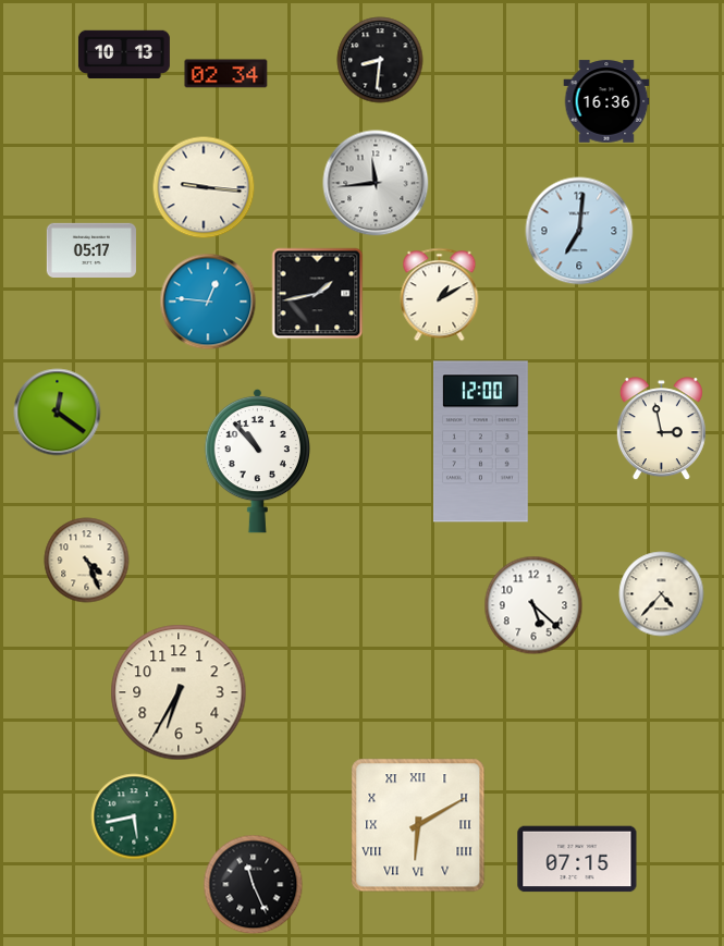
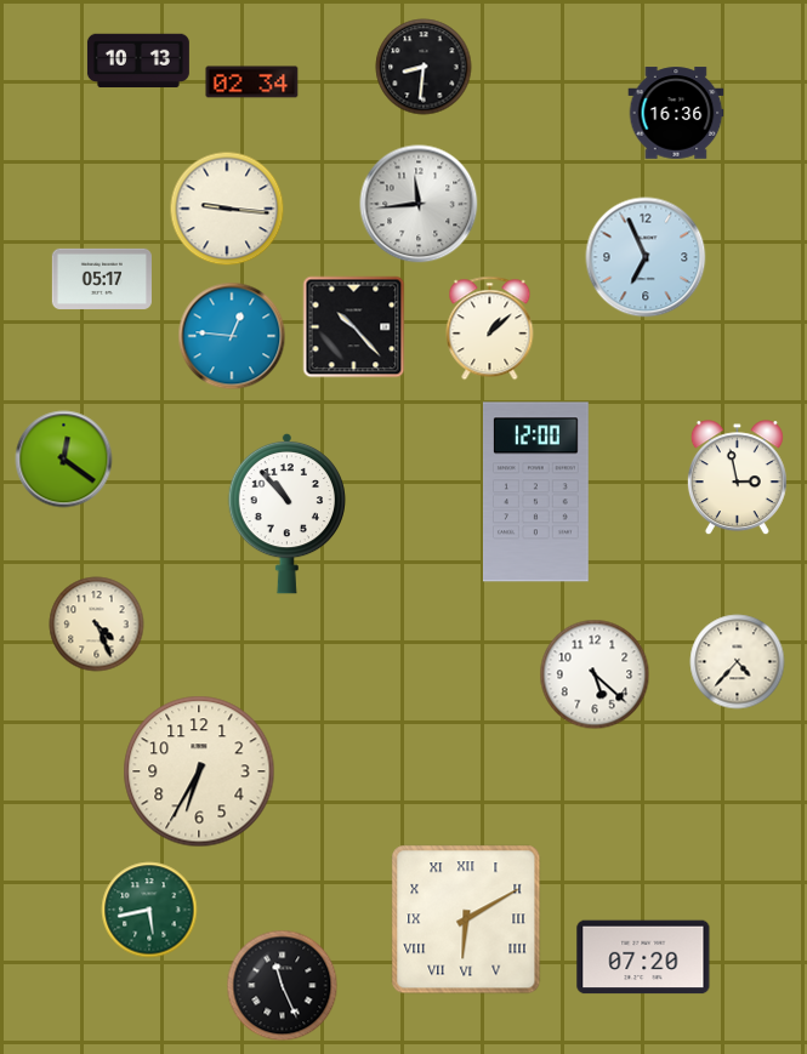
clock at (579, 231): 7:01 -> 6:56
clock at (318, 294): 1:43 -> 10:23
clock at (440, 295): 1:10 -> 1:08
clock at (577, 859): 07:15 -> 07:20
